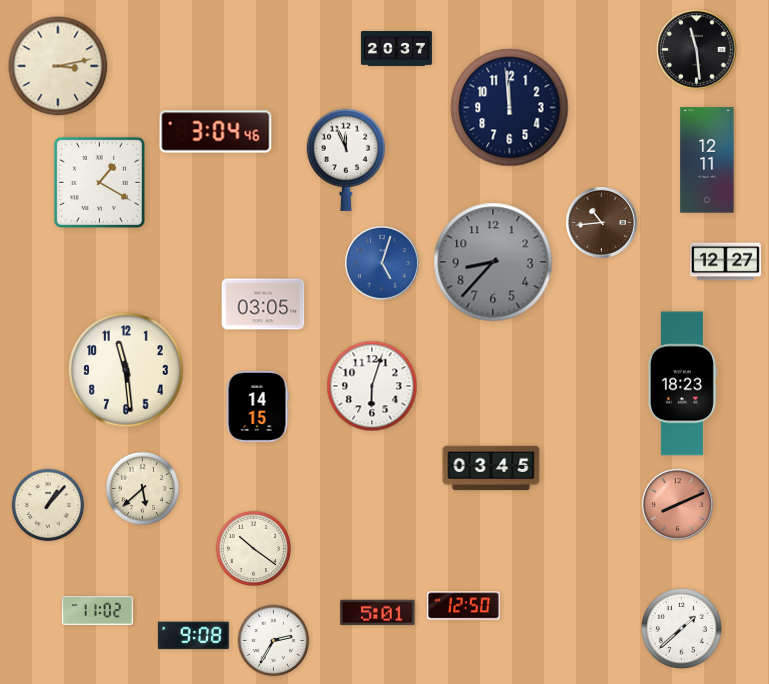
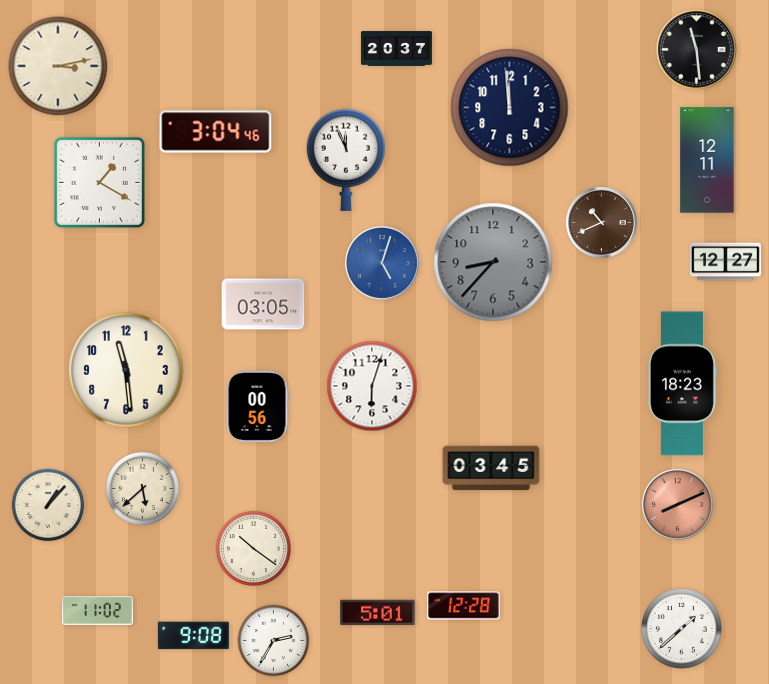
clock at (601, 222): 10:44 -> 10:41
clock at (257, 406): 14:15 -> 00:56
clock at (464, 606): 12:50 -> 12:28
